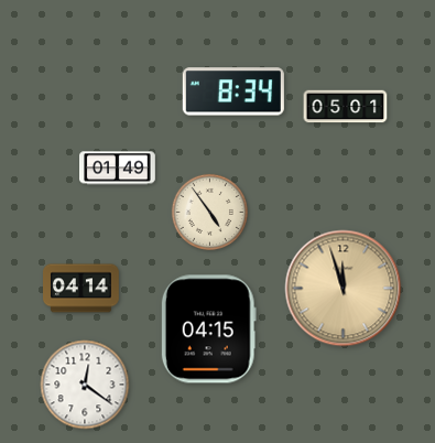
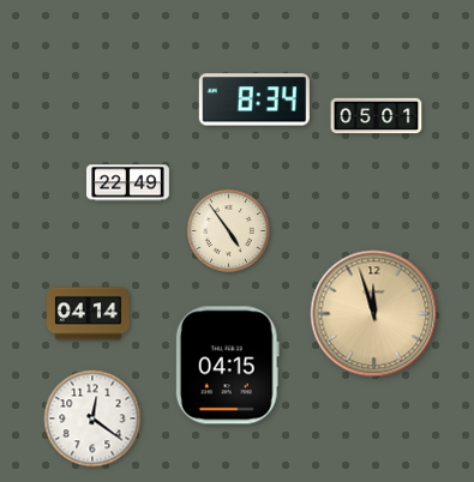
clock at (118, 169): 01:49 -> 22:49
clock at (208, 329) position: (208, 329) -> (227, 366)
